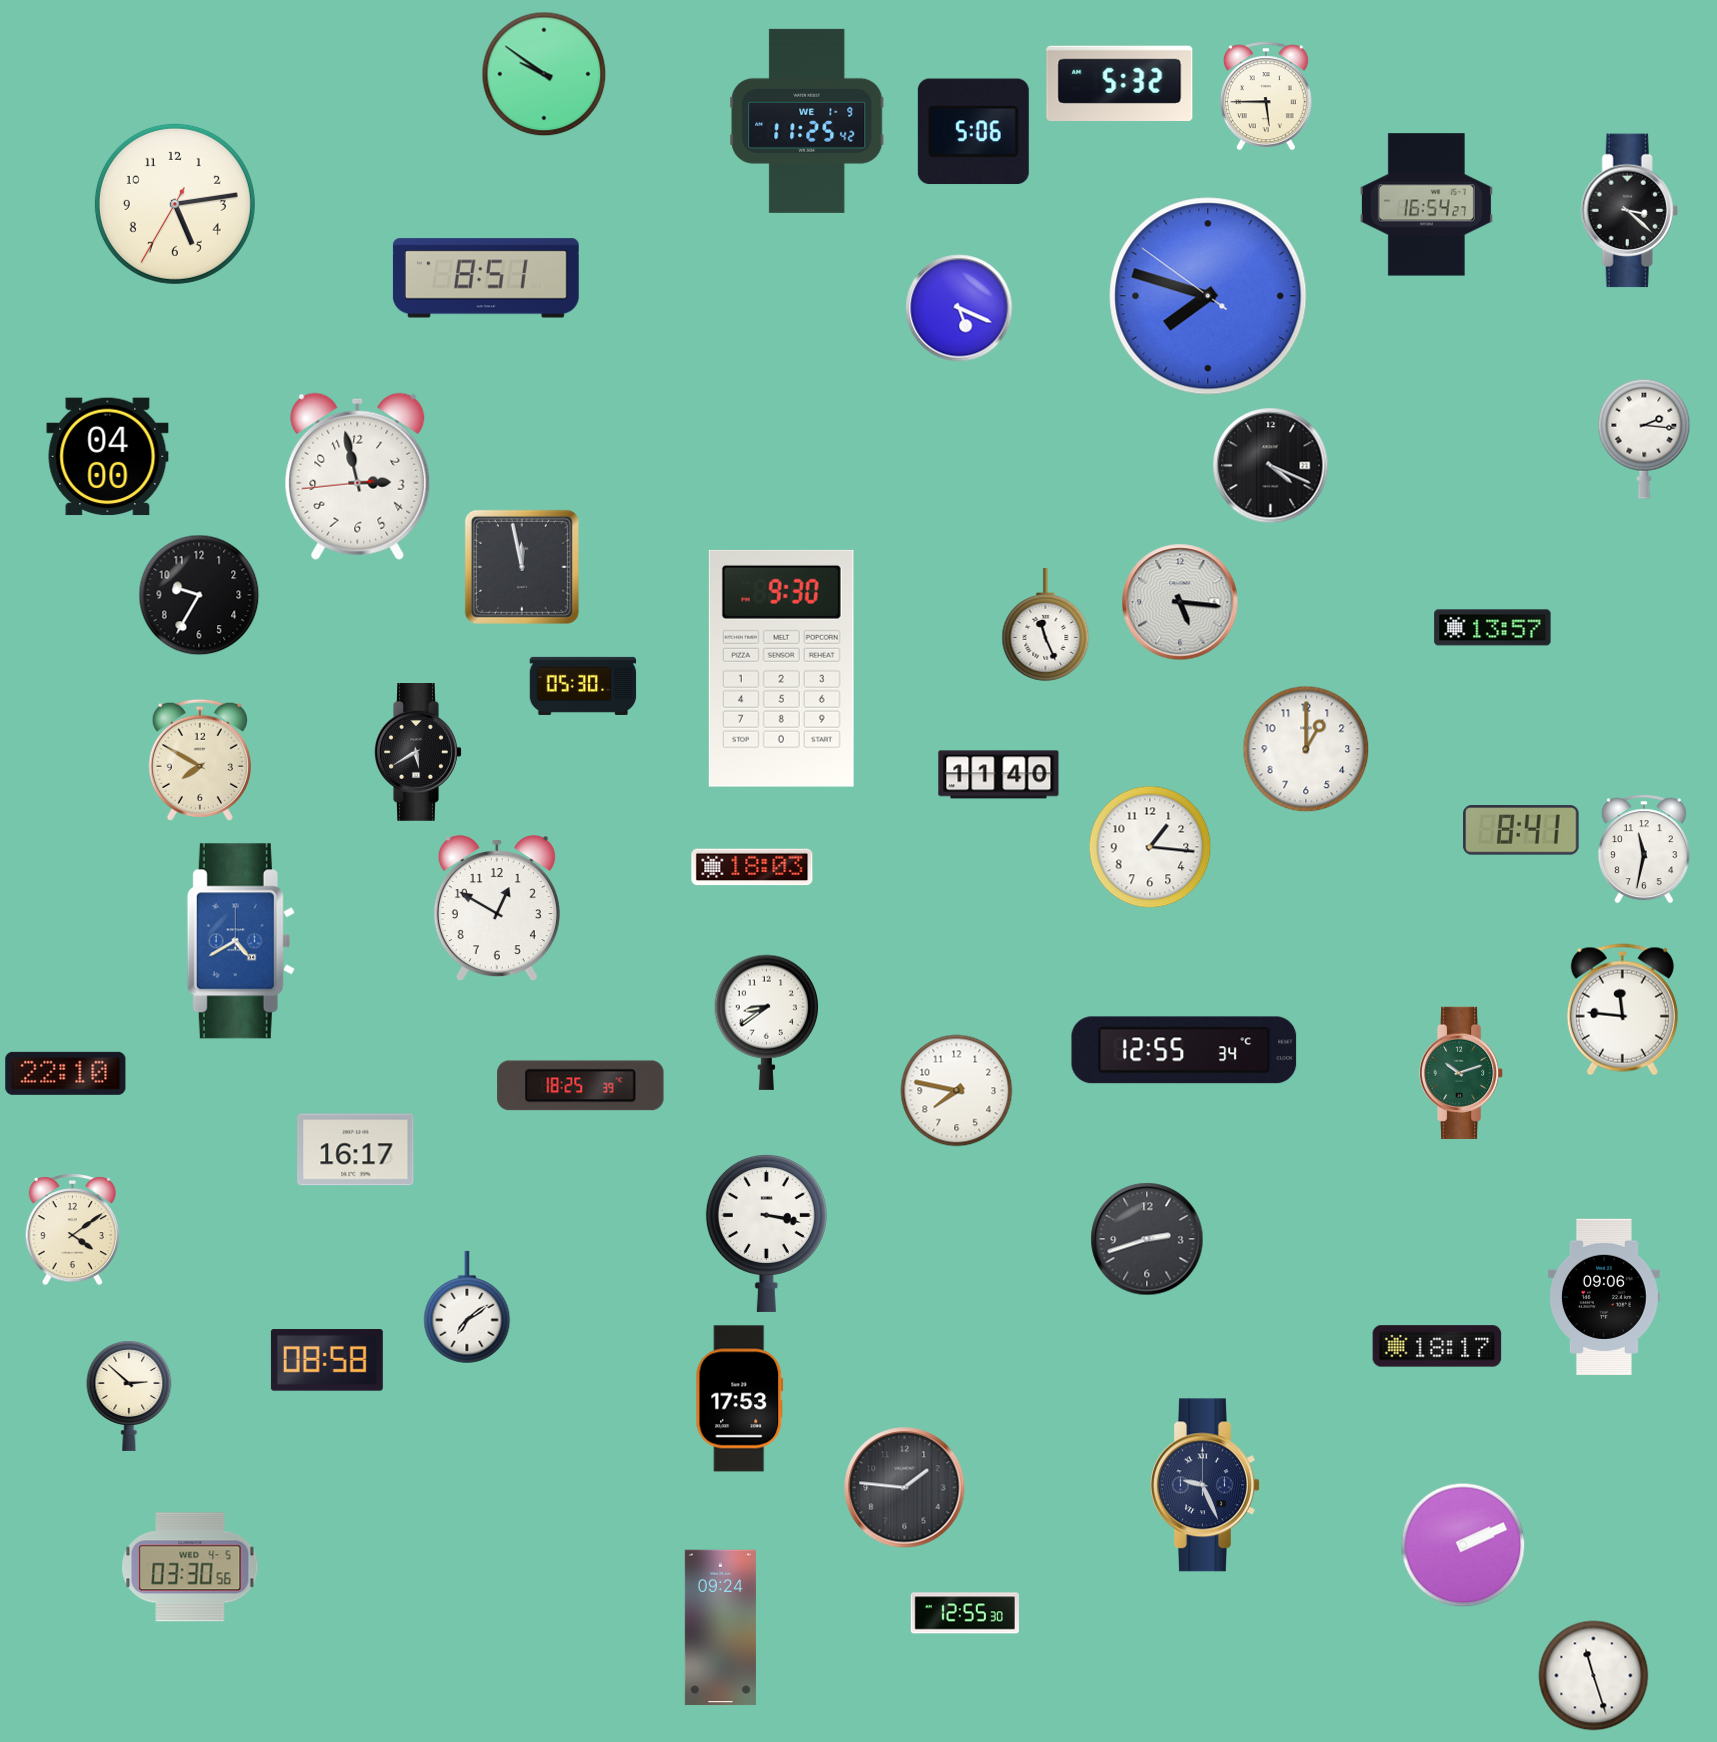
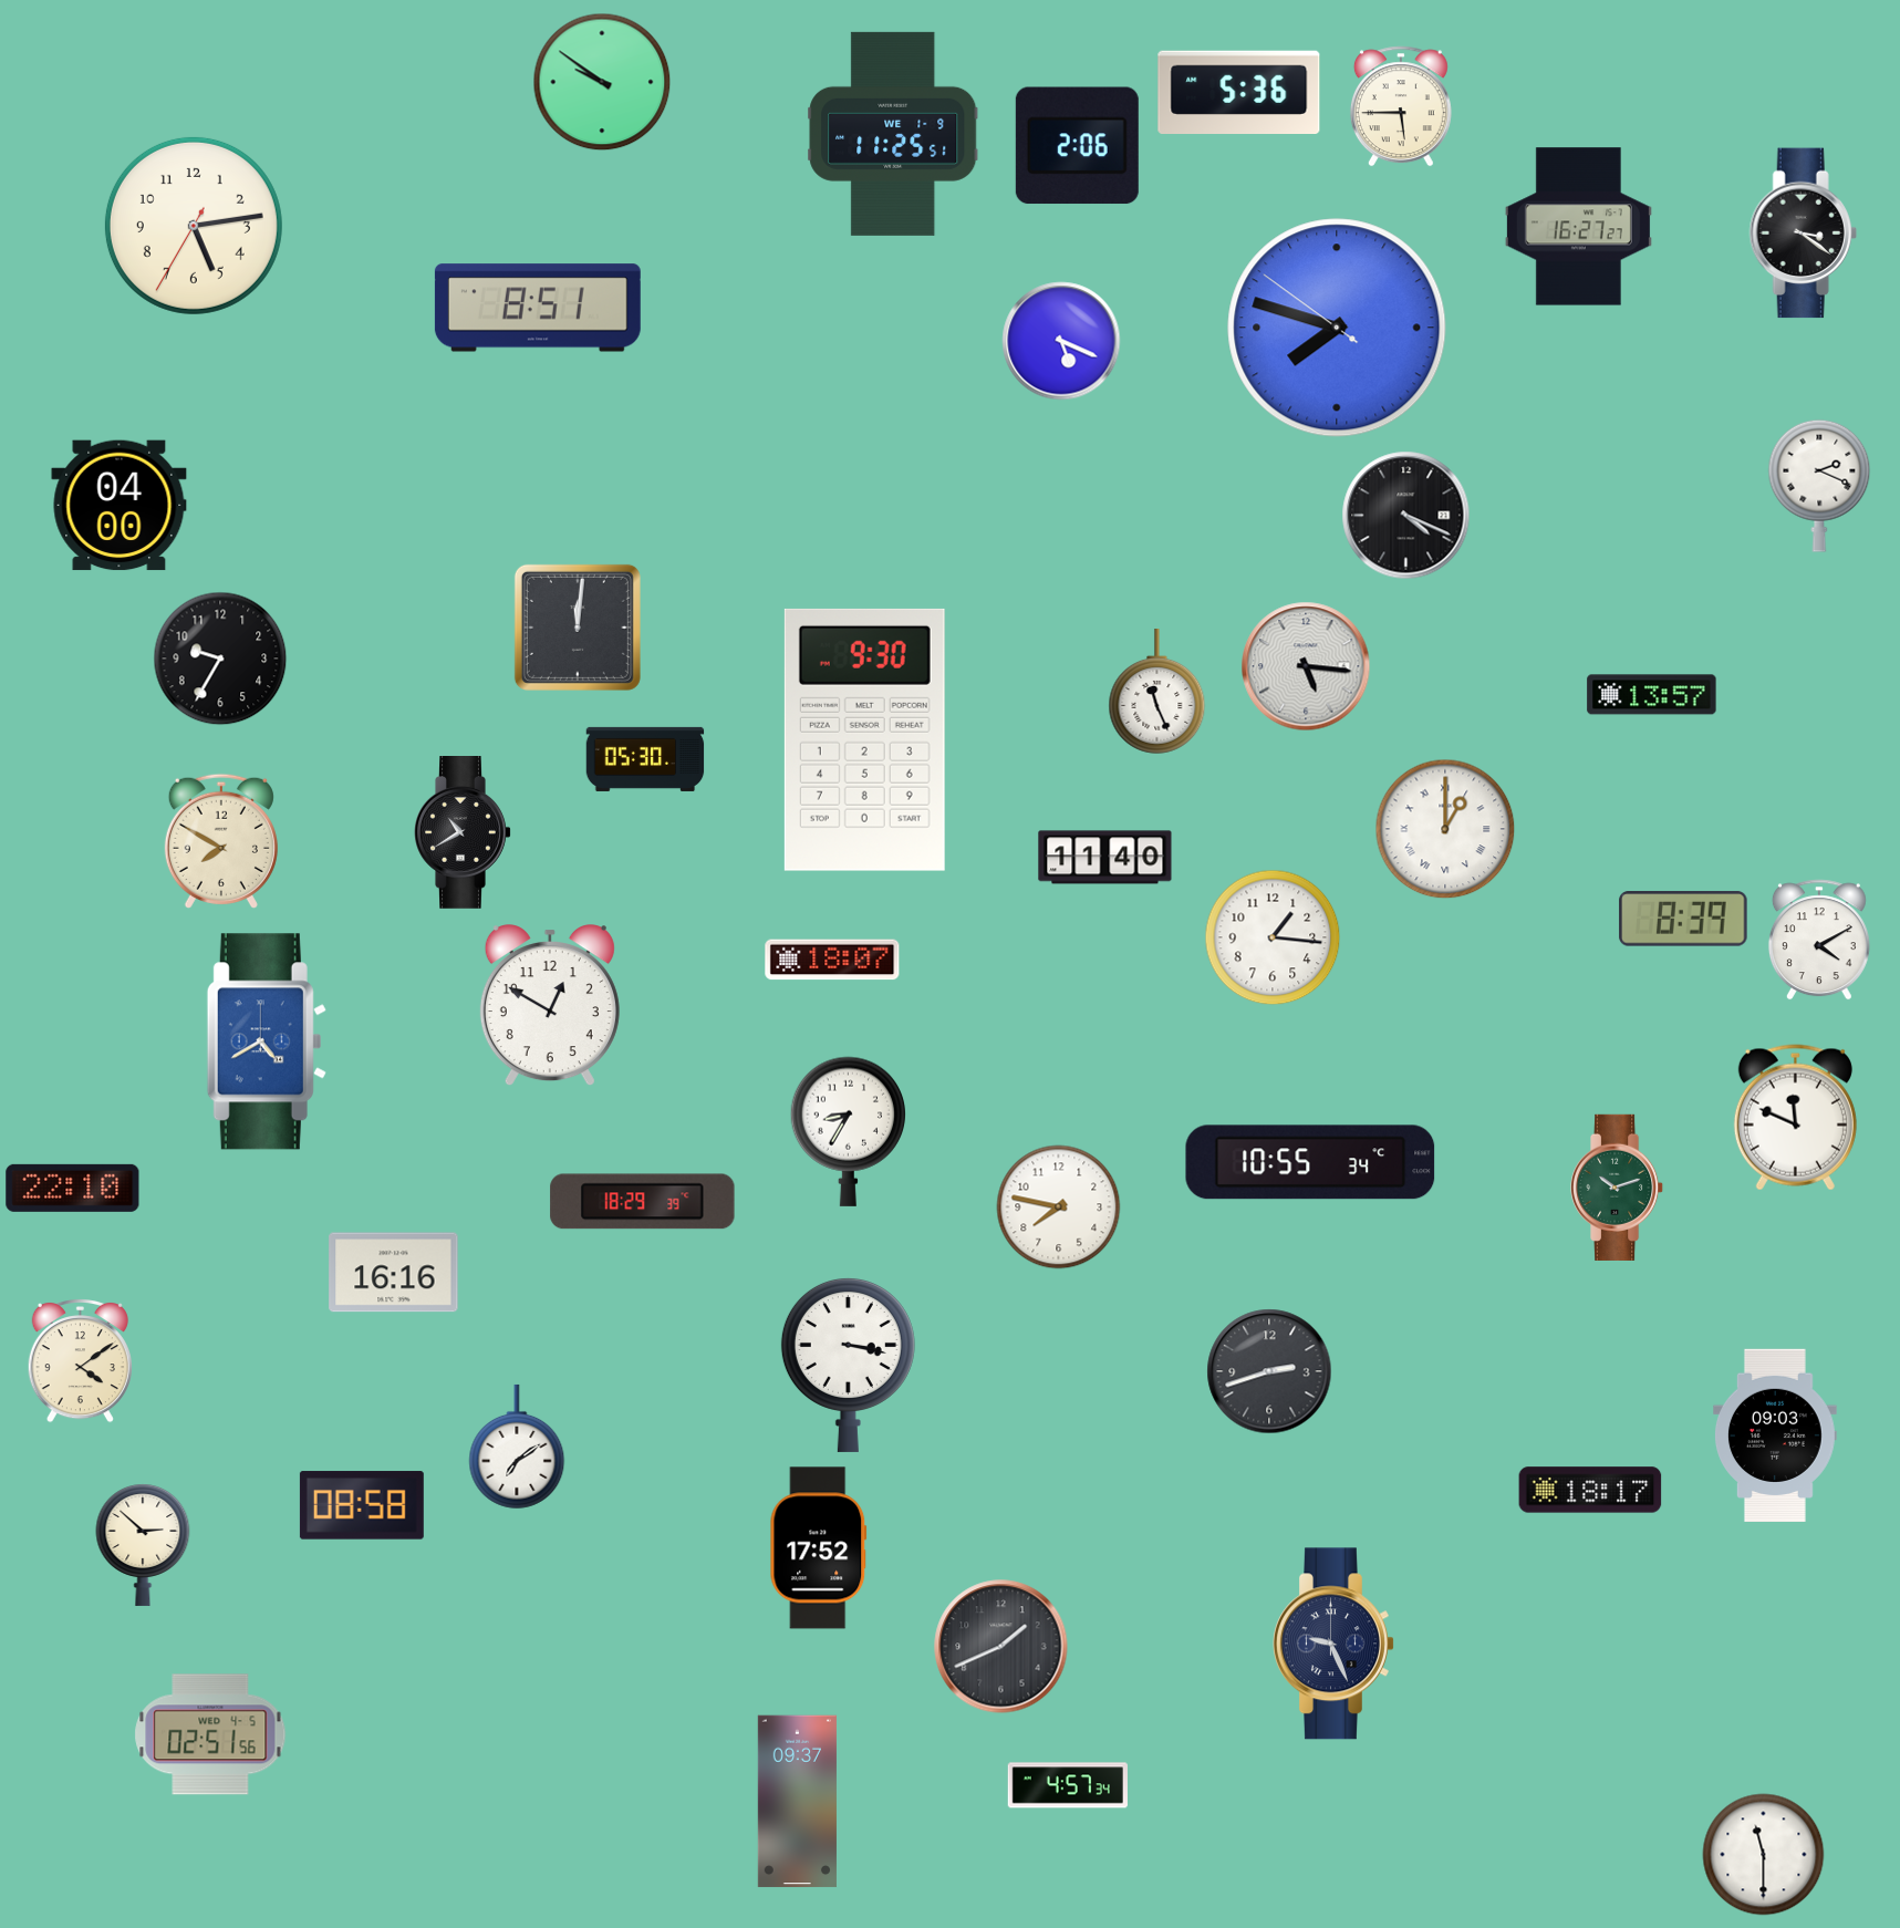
clock at (1120, 83): 5:32 -> 5:36
clock at (807, 121): 11:25:42 -> 11:25:51
clock at (973, 132): 5:06 -> 2:06
clock at (1426, 205): 16:54 -> 16:27
clock at (1629, 211): 3:22 -> 3:21
clock at (1644, 439): 2:16 -> 2:19
clock at (358, 476): 2:57 -> none
clock at (522, 567): 11:58 -> 12:01
clock at (1306, 749) numerals: Arabic -> Roman
clock at (418, 753): 5:40 -> 10:40
clock at (1521, 830): 8:41 -> 8:39
clock at (1644, 849): 11:32 -> 4:10
clock at (752, 867): 18:03 -> 18:07
clock at (1622, 1010): 11:46 -> 11:49
clock at (766, 1022): 8:39 -> 8:35
clock at (1184, 1050): 12:55 -> 10:55
clock at (581, 1086): 18:25 -> 18:29
clock at (356, 1150): 16:17 -> 16:16
clock at (1605, 1296): 09:06 -> 09:03
clock at (740, 1399): 17:53 -> 17:52
clock at (905, 1488): 1:46 -> 1:41
clock at (1463, 1545): 2:11 -> none
clock at (190, 1567): 03:30 -> 02:51
clock at (965, 1613): 12:55 -> 4:57
clock at (720, 1628): 09:24 -> 09:37
clock at (1594, 1676): 11:27 -> 11:30
